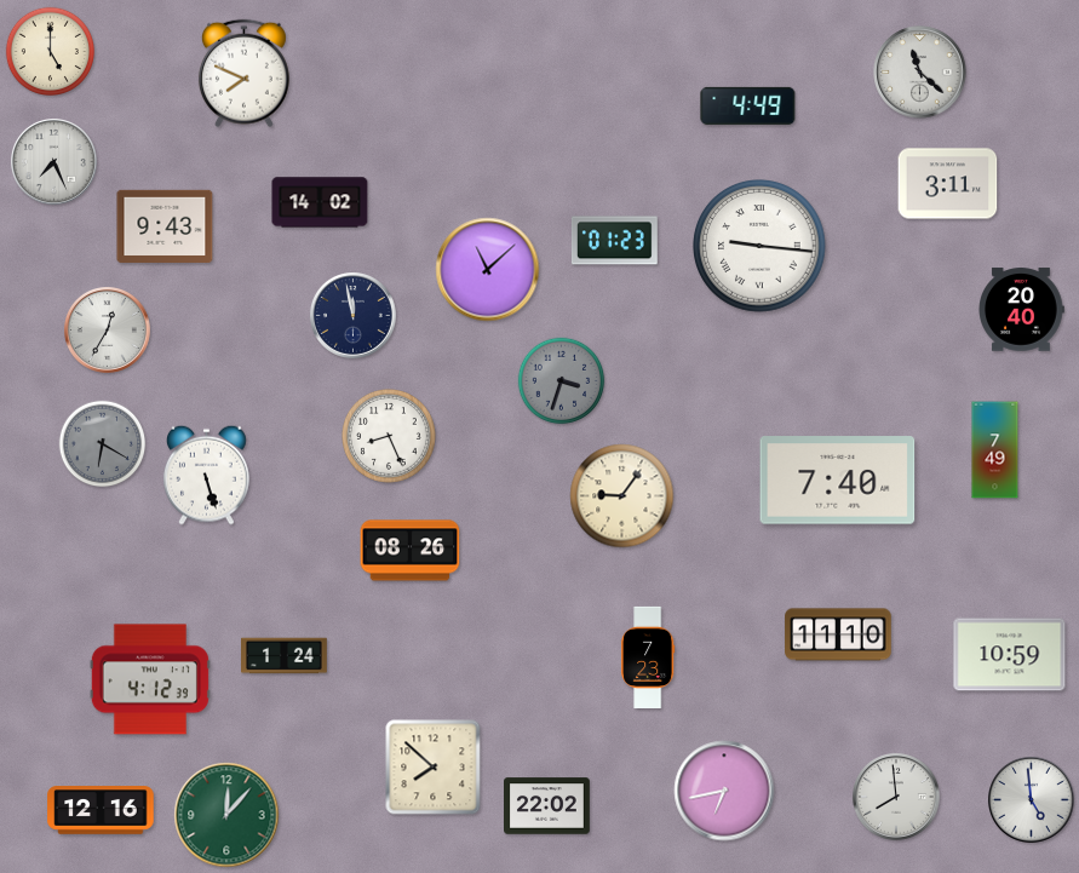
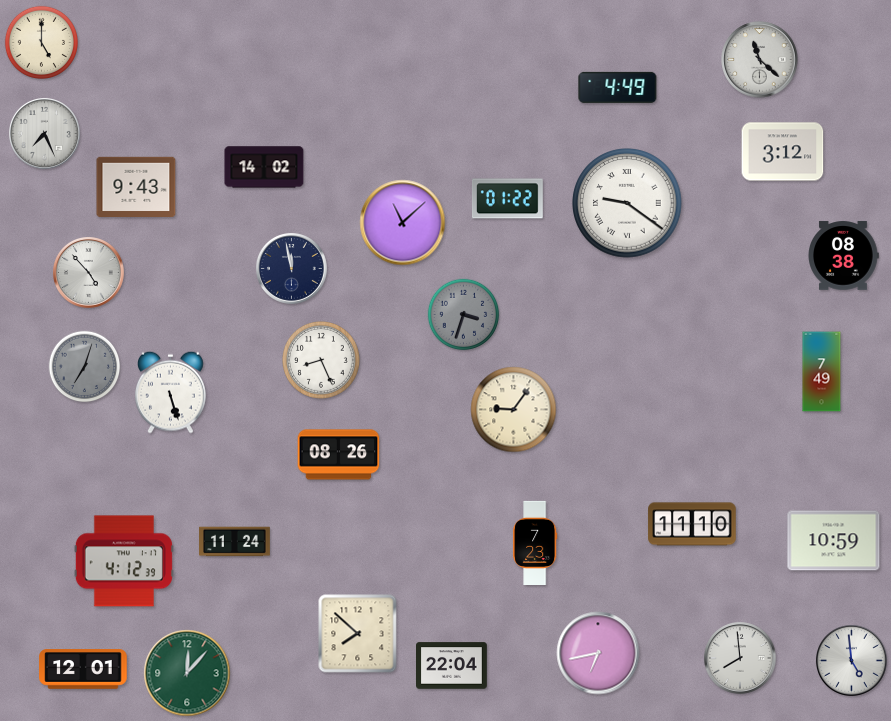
clock at (243, 74): 7:49 -> none
clock at (948, 184): 3:11 -> 3:12
clock at (614, 241): 01:23 -> 01:22
clock at (759, 246): 9:16 -> 9:21
clock at (1021, 310): 20:40 -> 08:38
clock at (354, 316) position: (354, 316) -> (292, 269)
clock at (108, 331): 12:35 -> 4:53
clock at (103, 444): 6:20 -> 7:03
clock at (838, 481): 7:40 -> none
clock at (285, 656): 1:24 -> 11:24
clock at (547, 806): 22:02 -> 22:04
clock at (101, 810): 12:16 -> 12:01
